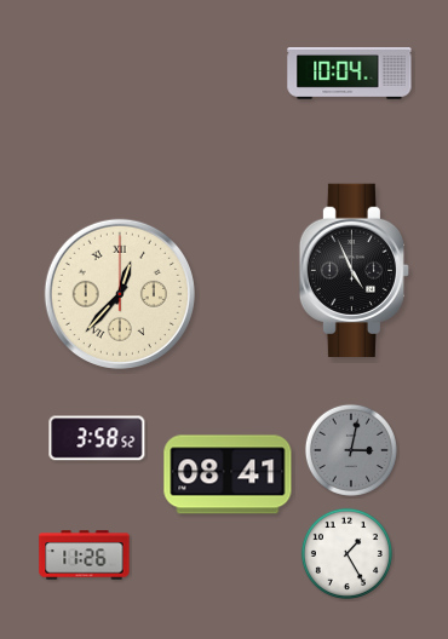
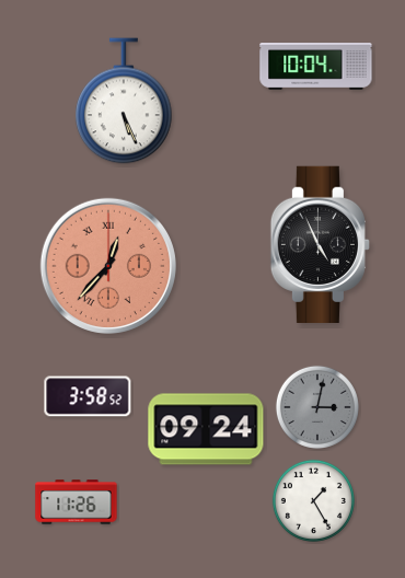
clock at (124, 101): none -> 5:26
clock at (120, 294) dial: cream -> salmon
clock at (228, 474): 08:41 -> 09:24
